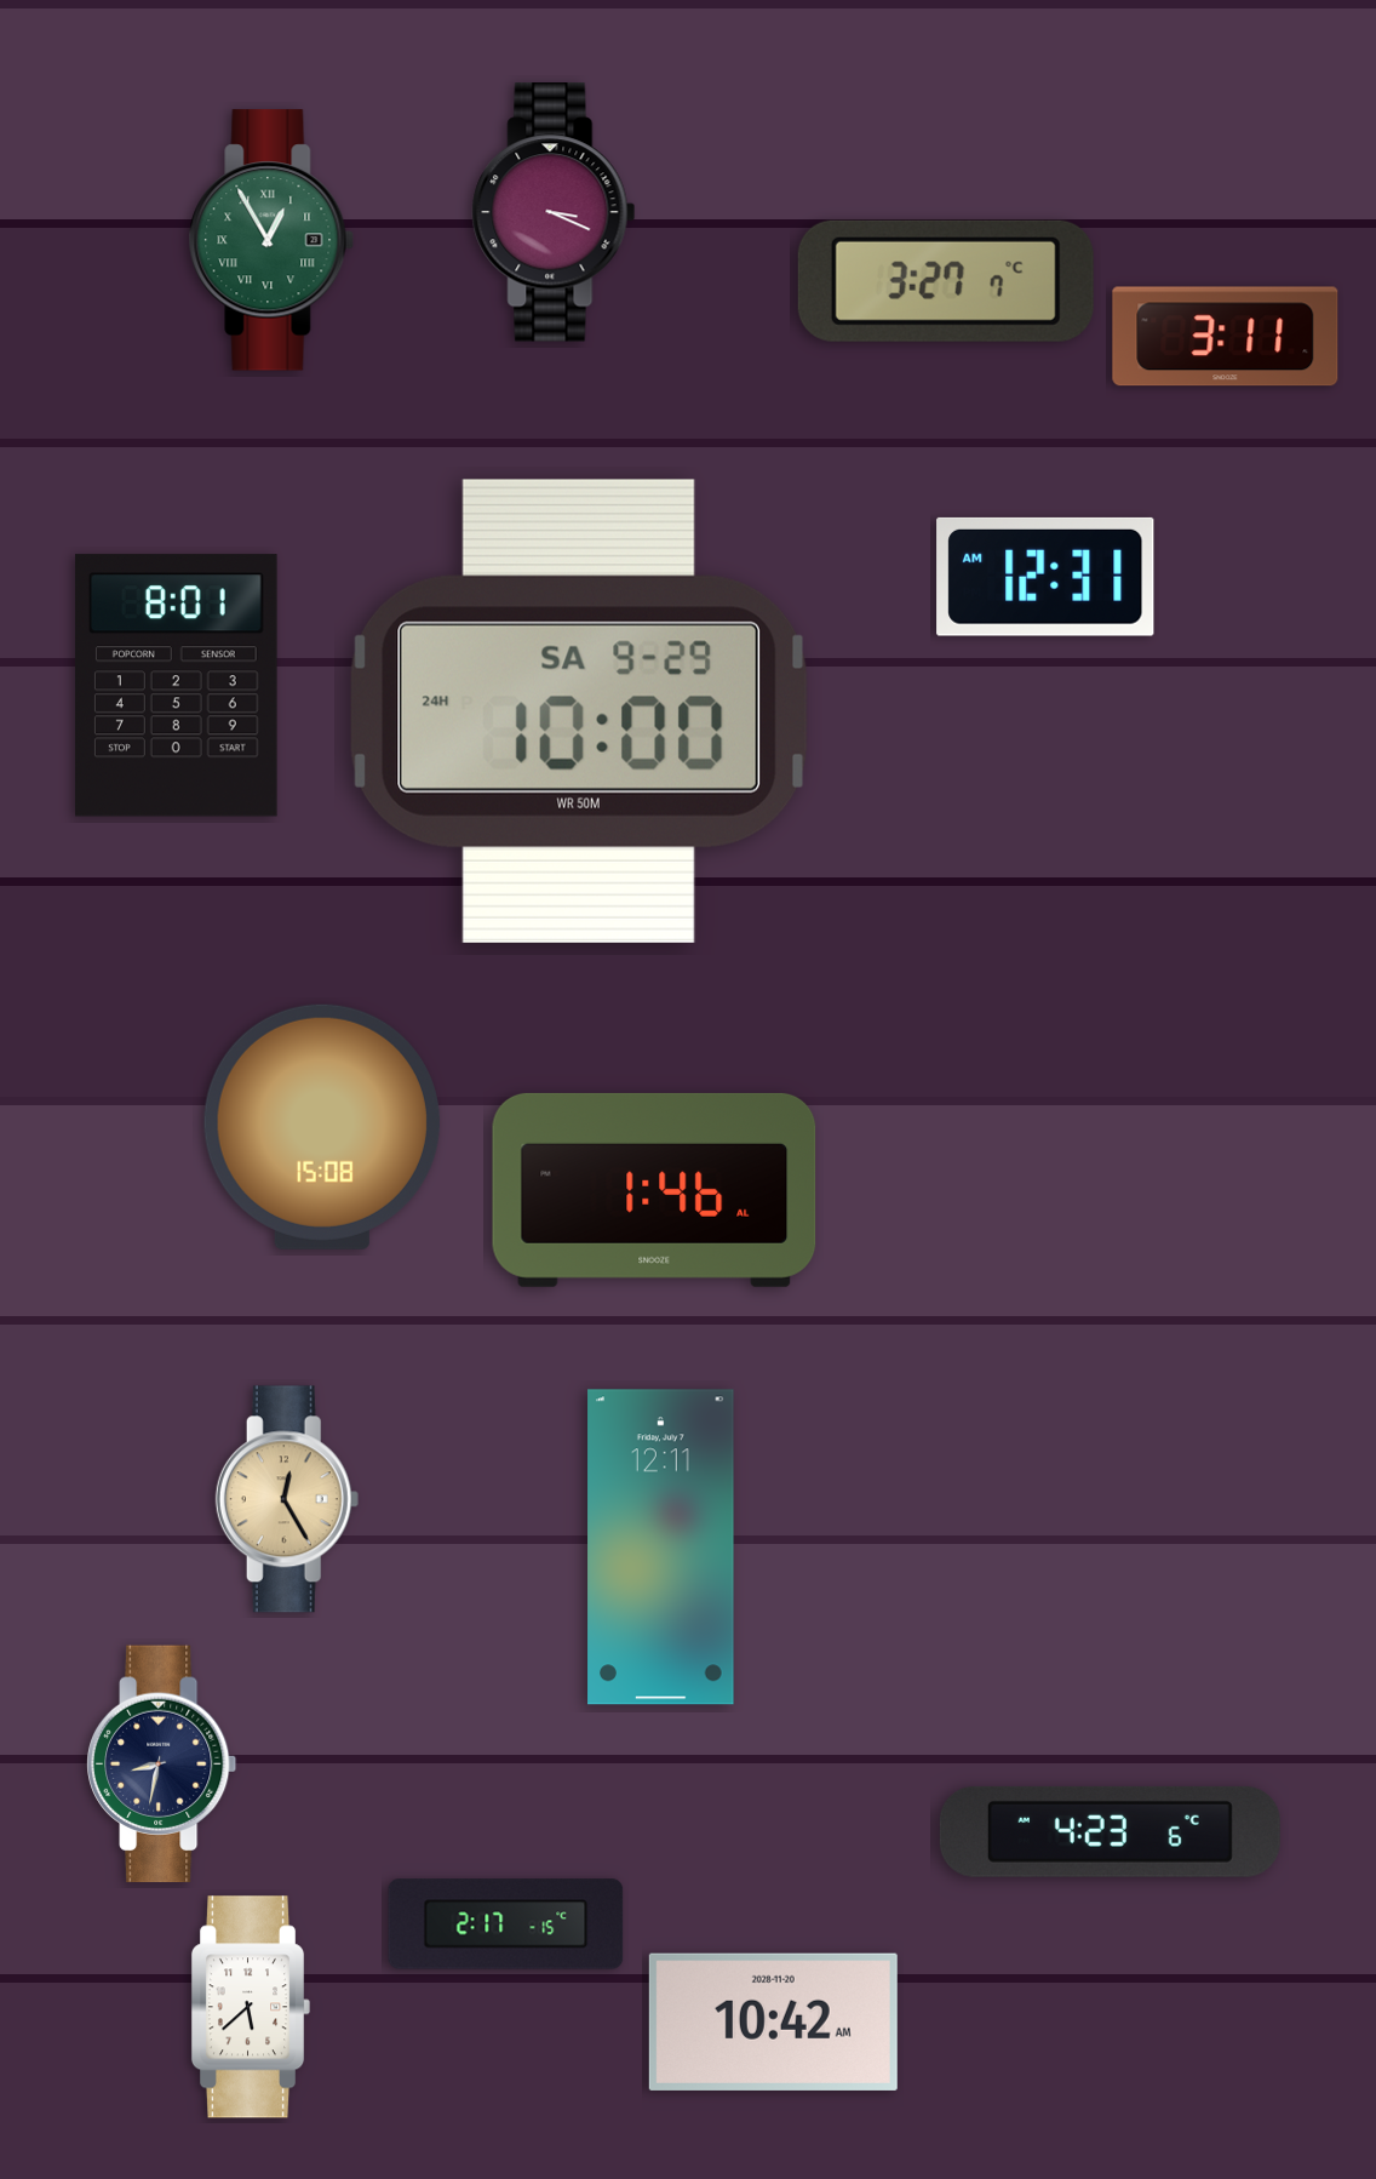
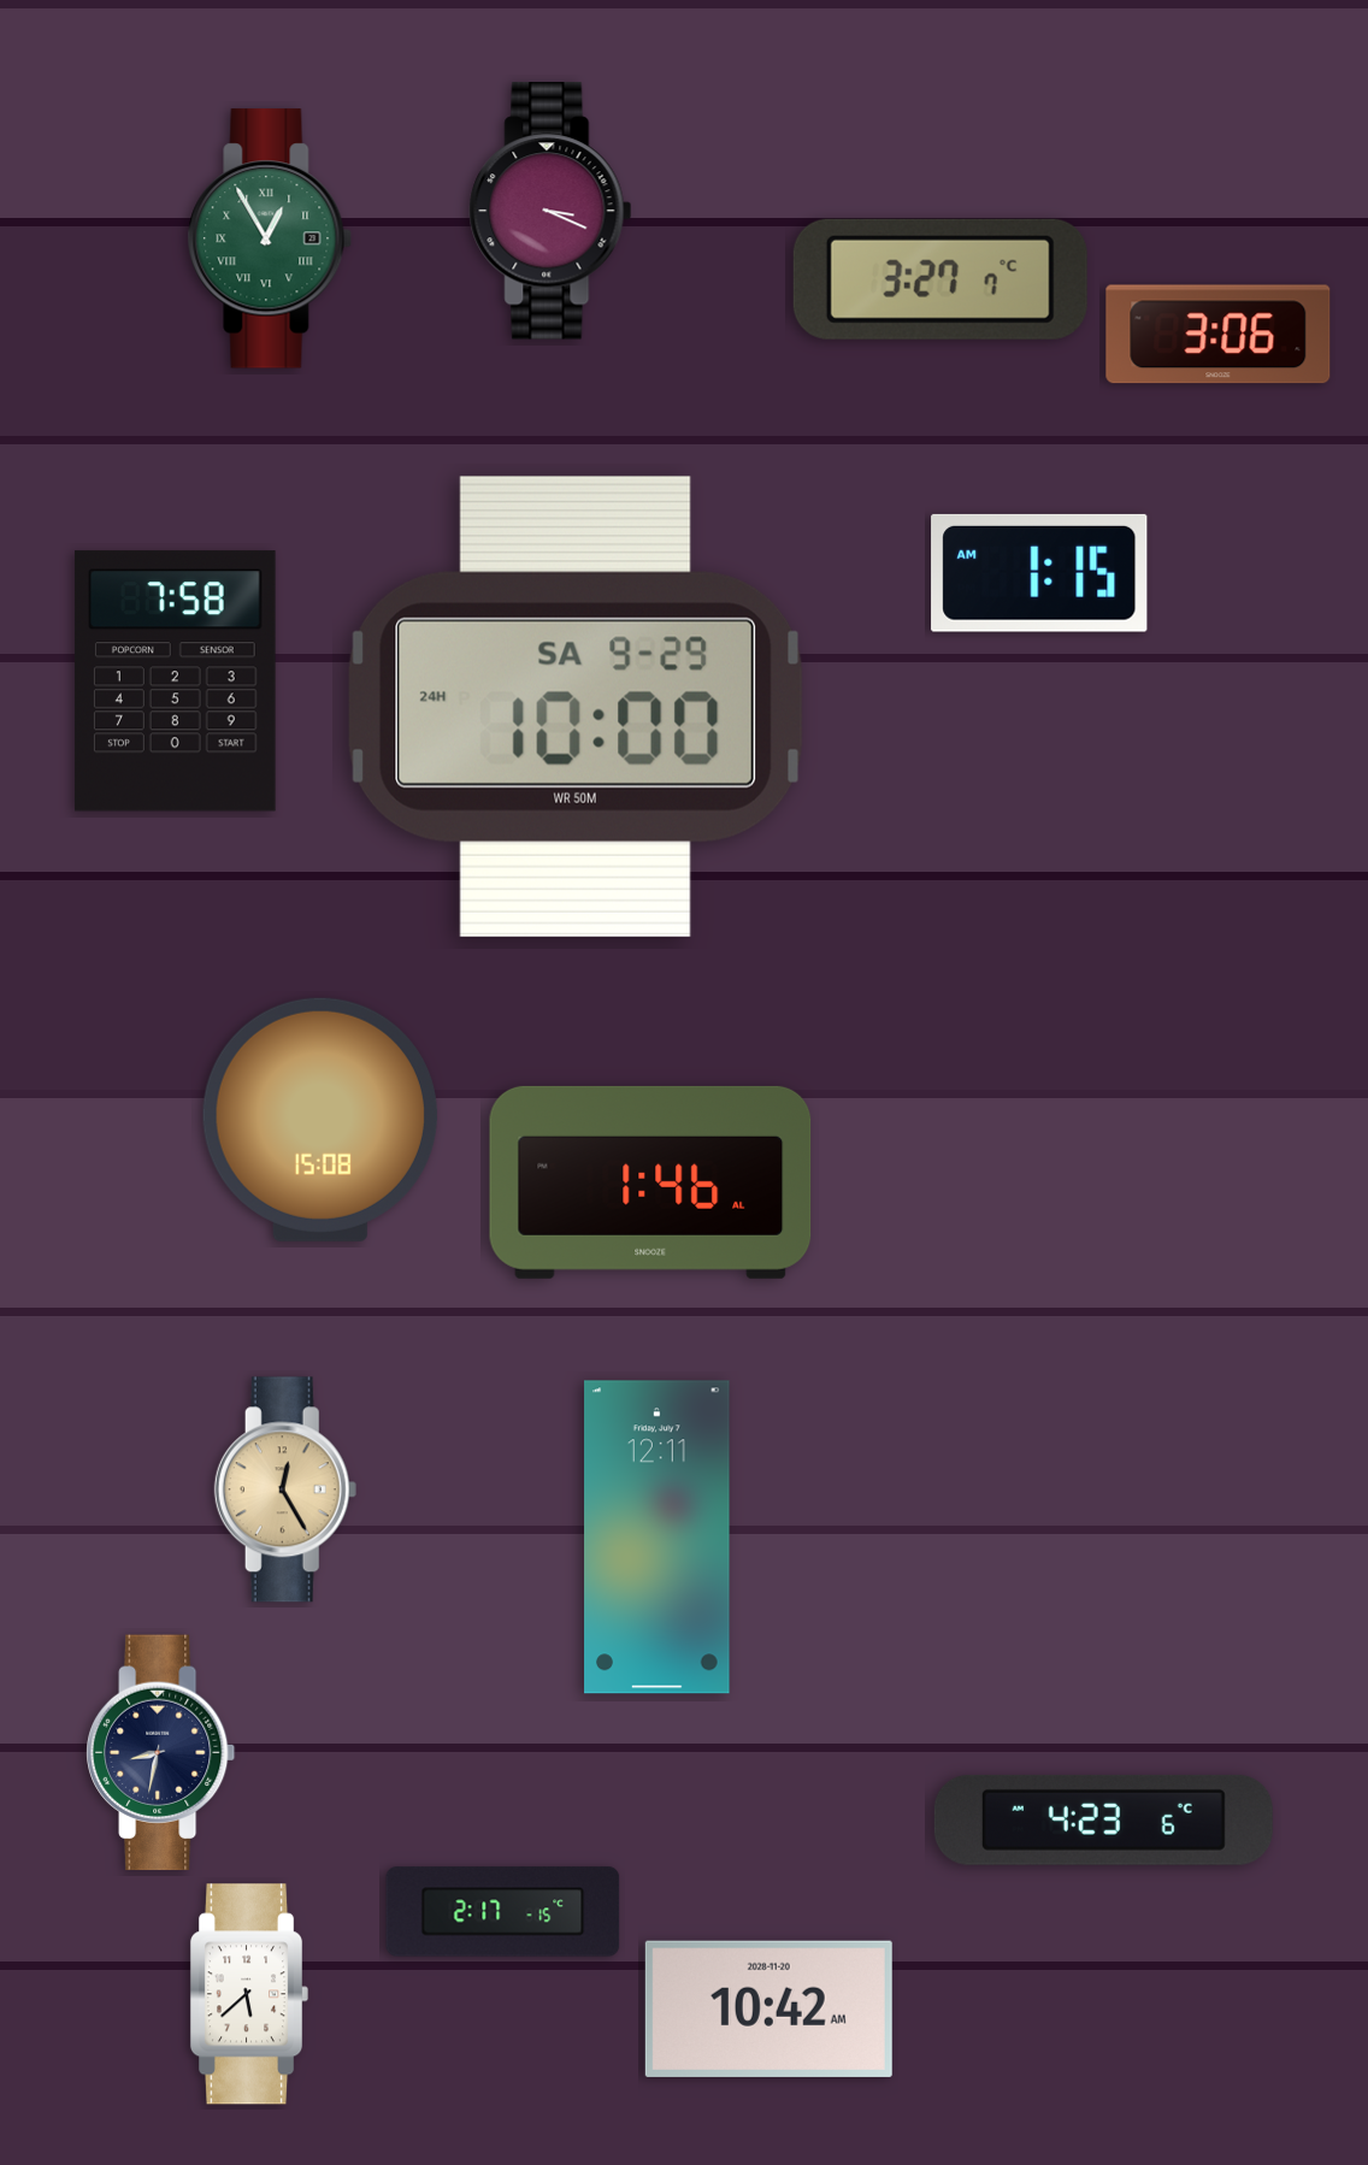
clock at (1226, 337): 3:11 -> 3:06
clock at (1045, 577): 12:31 -> 1:15
clock at (176, 686): 8:01 -> 7:58
